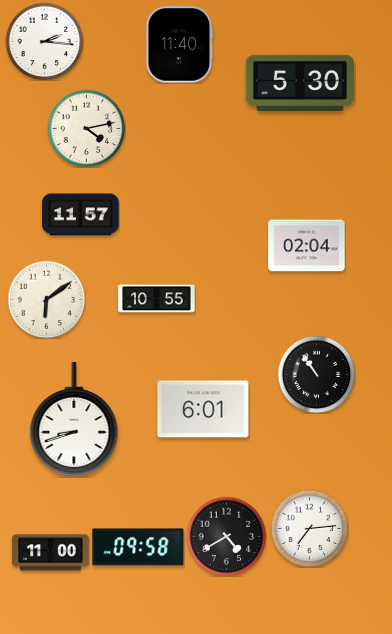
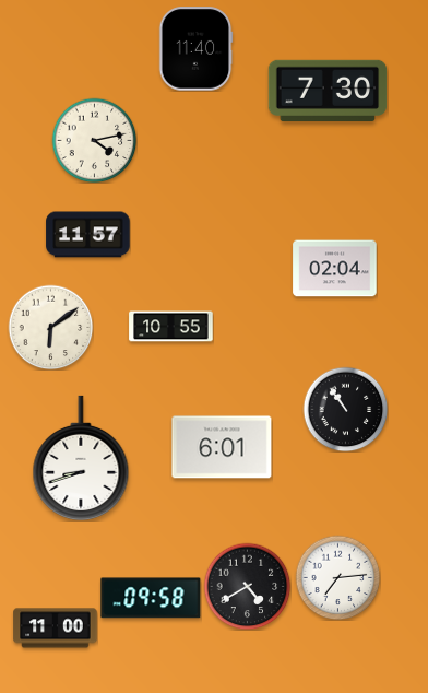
clock at (44, 41): 2:16 -> none
clock at (300, 82): 5:30 -> 7:30
clock at (51, 553) position: (51, 553) -> (56, 629)
